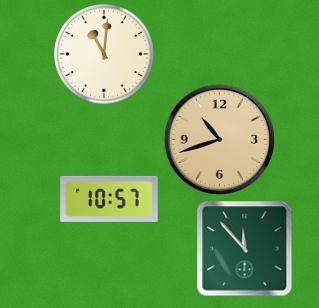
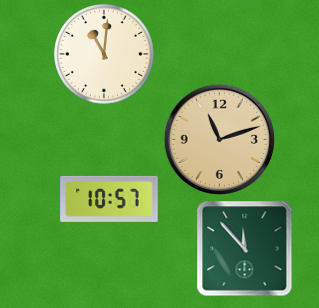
clock at (219, 139): 10:42 -> 11:12
